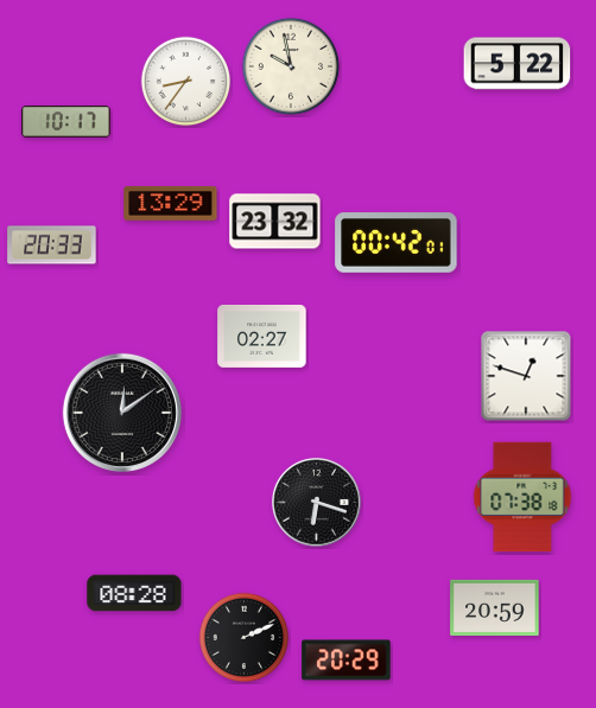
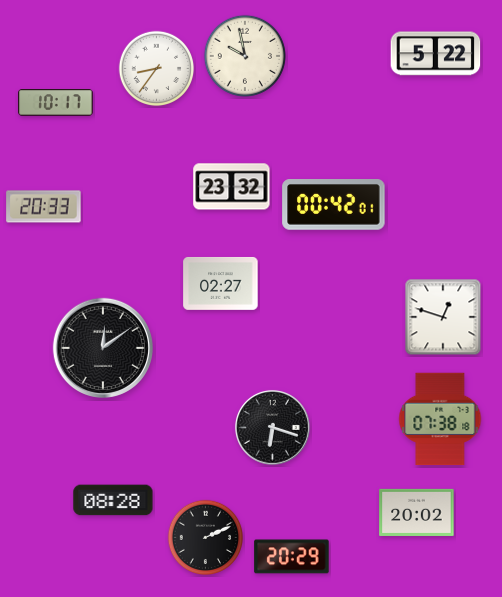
clock at (171, 204): 13:29 -> none
clock at (316, 502) position: (316, 502) -> (272, 427)
clock at (495, 607): 20:59 -> 20:02
